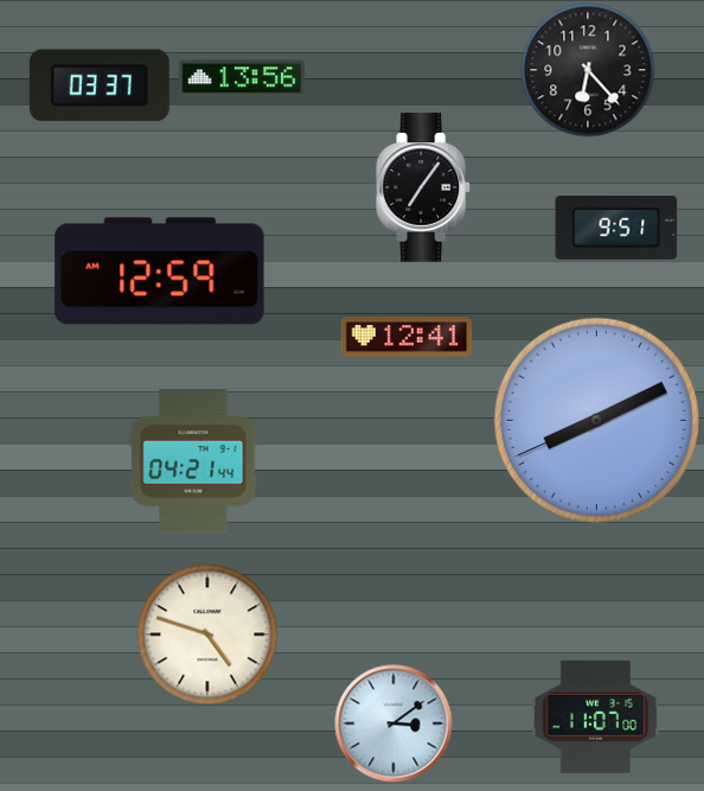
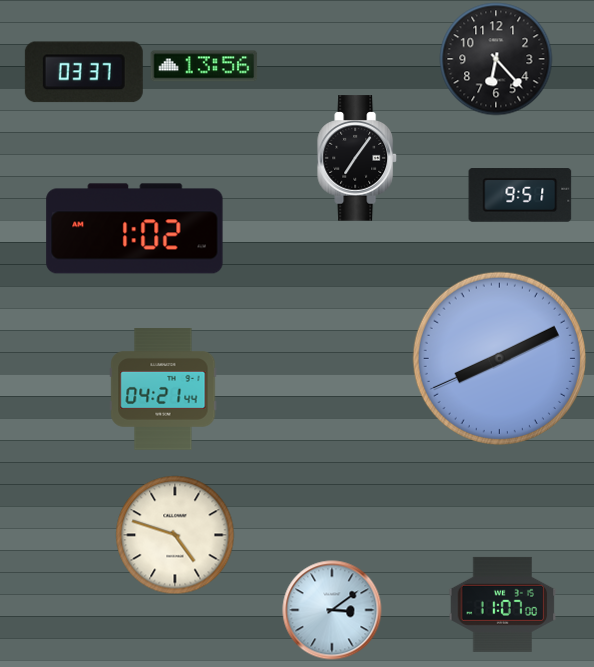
clock at (616, 229) position: (616, 229) -> (520, 196)
clock at (160, 272): 12:59 -> 1:02
clock at (407, 337): 12:41 -> none
clock at (596, 420) position: (596, 420) -> (499, 358)
